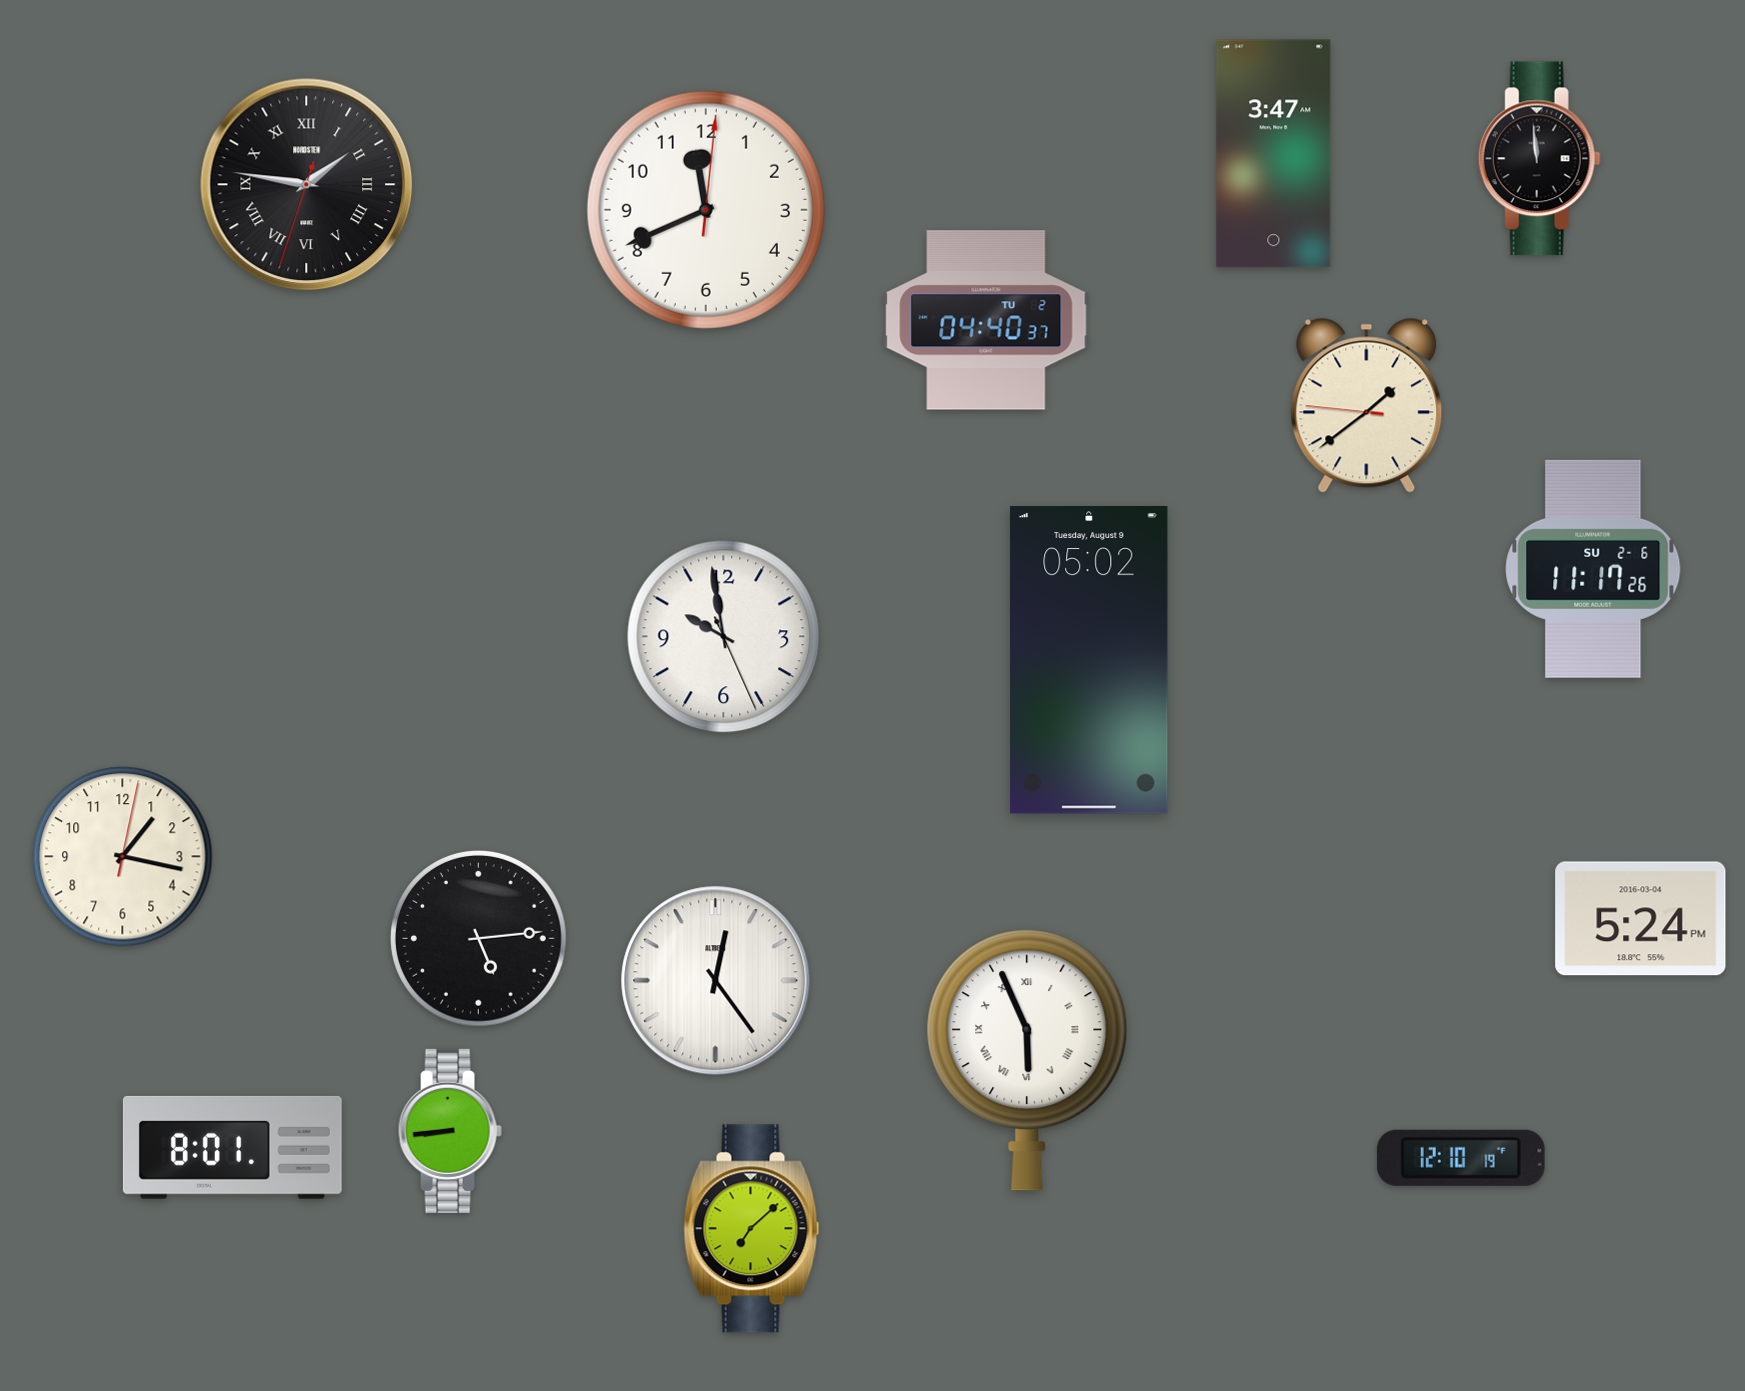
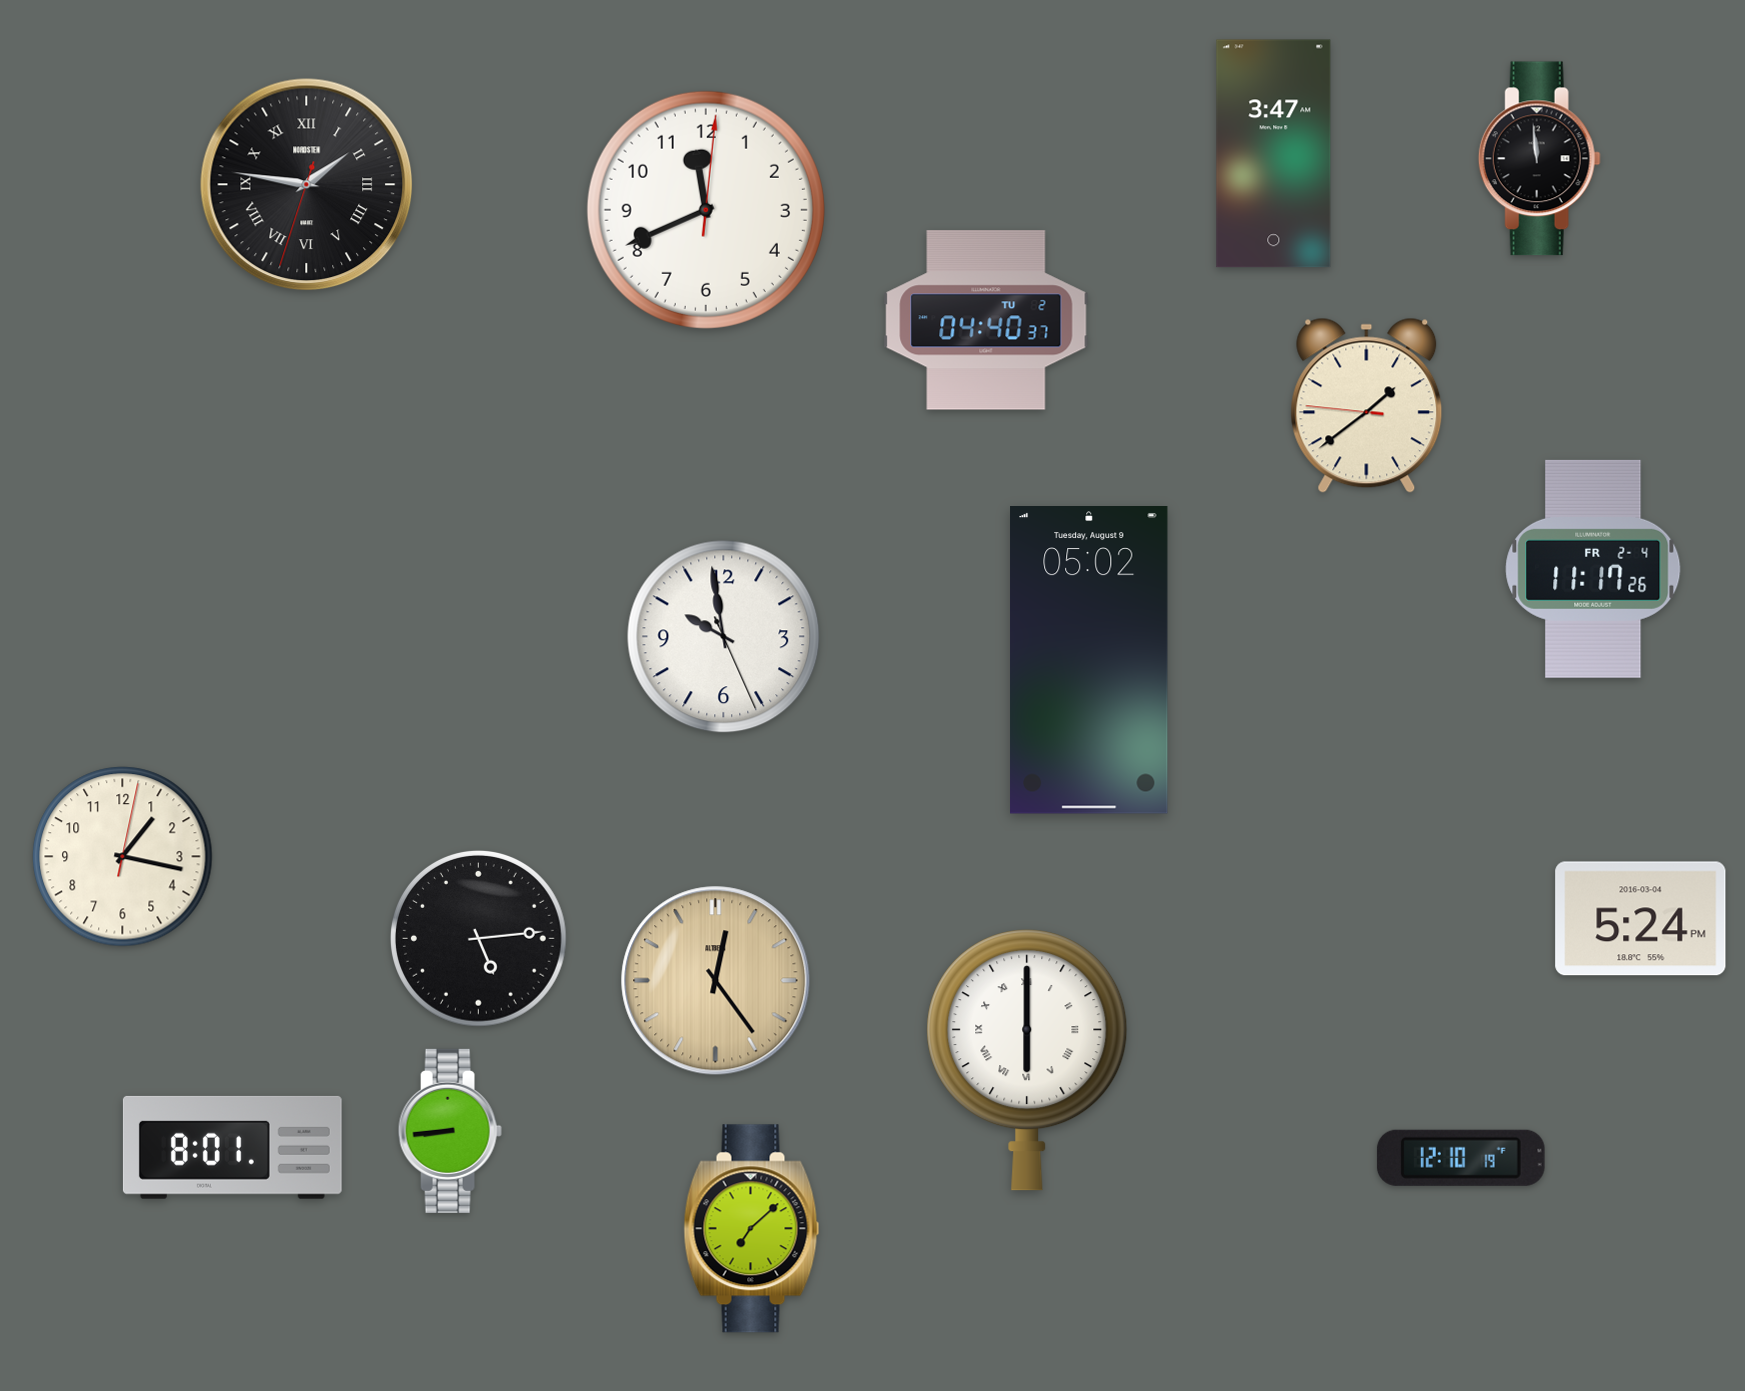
clock at (1593, 569) date: SU 2-6 -> FR 2-4
clock at (716, 981) dial: white -> champagne
clock at (1027, 1060): 5:56 -> 6:00
